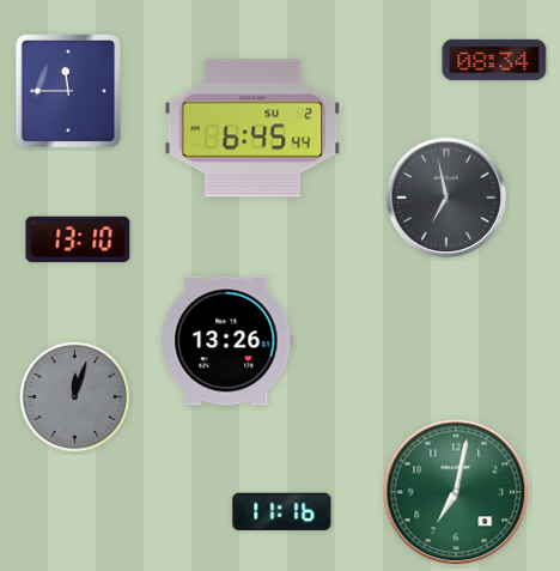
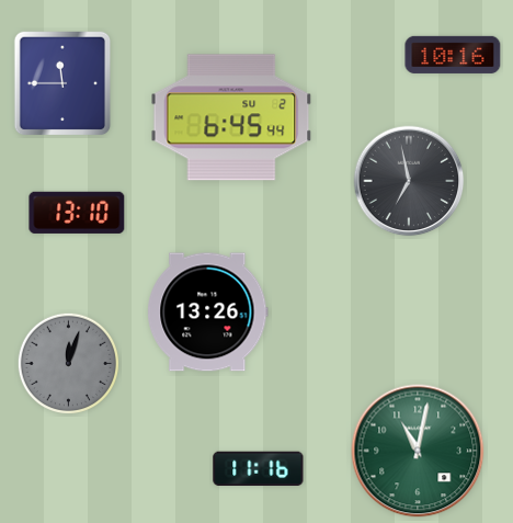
clock at (494, 60): 08:34 -> 10:16
clock at (78, 239) position: (78, 239) -> (77, 213)
clock at (456, 492): 7:02 -> 11:02
